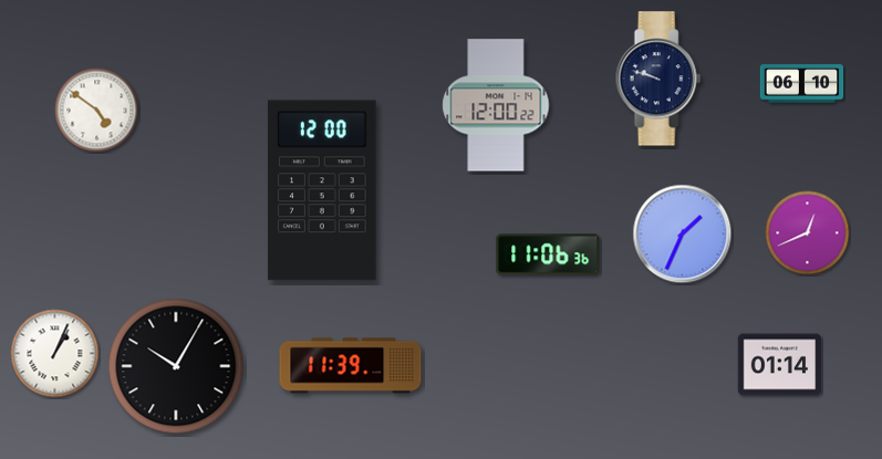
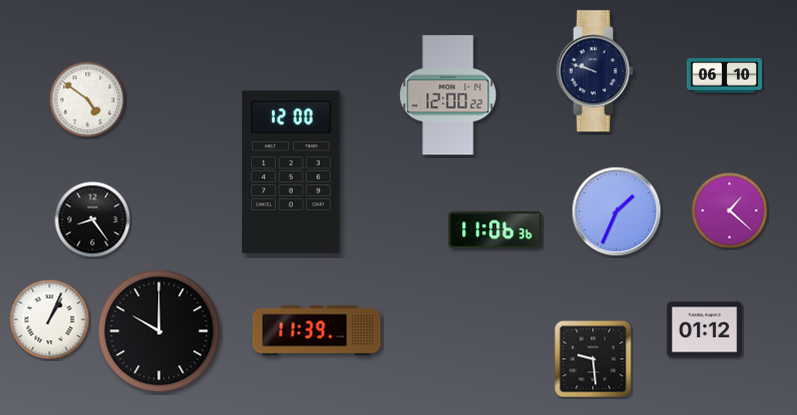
clock at (808, 233): 12:41 -> 1:22
clock at (93, 220): none -> 8:24
clock at (780, 365): 01:14 -> 01:12
clock at (176, 366): 10:05 -> 10:00
clock at (593, 359): none -> 9:29
